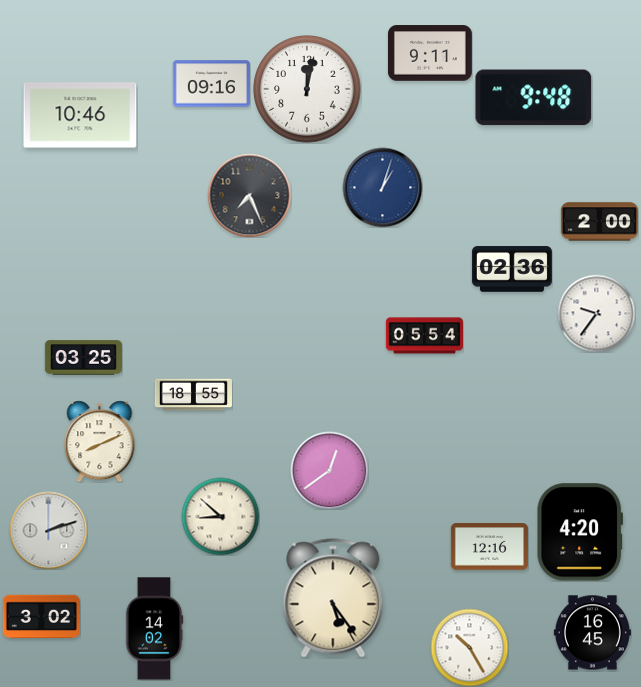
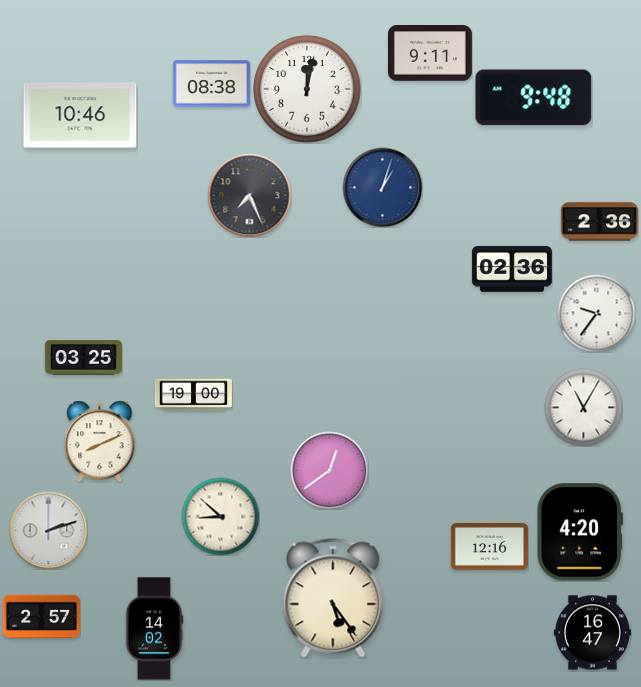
clock at (211, 84): 09:16 -> 08:38
clock at (599, 222): 2:00 -> 2:36
clock at (424, 336): 05:54 -> none
clock at (193, 395): 18:55 -> 19:00
clock at (583, 407): none -> 11:05
clock at (41, 617): 3:02 -> 2:57
clock at (592, 633): 16:45 -> 16:47
clock at (469, 647): 10:25 -> none
